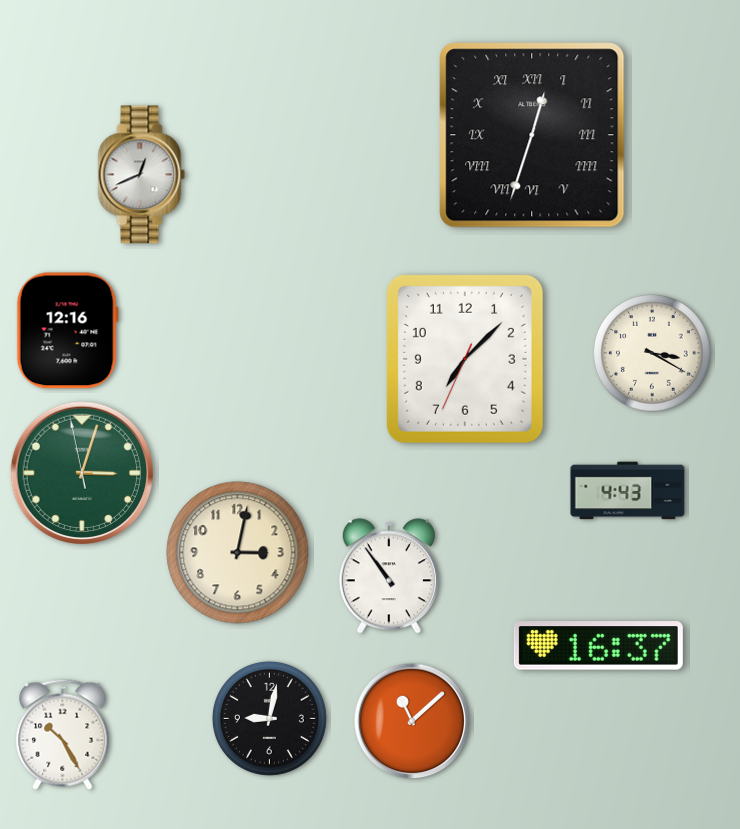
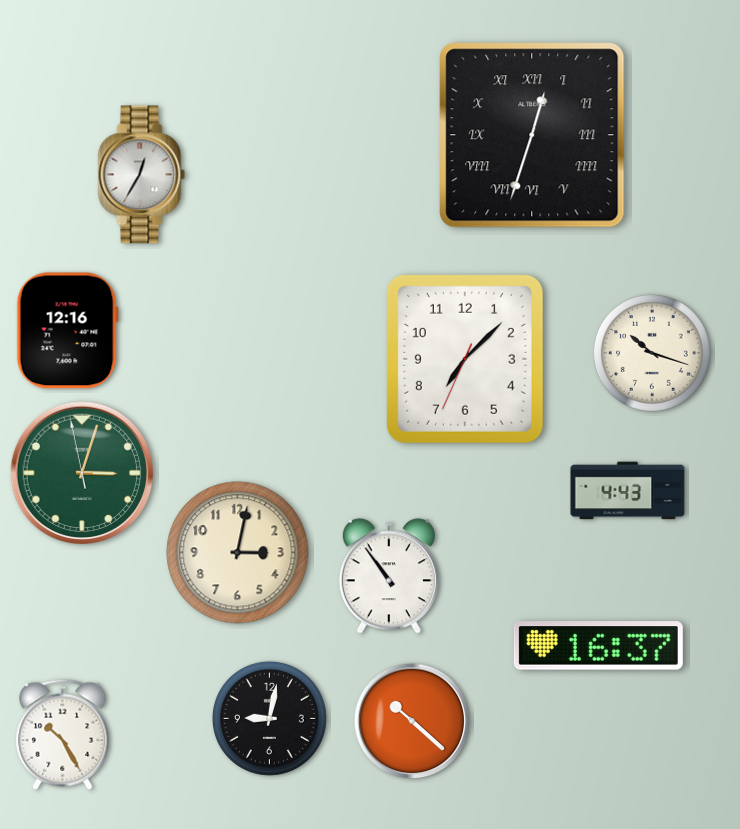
clock at (142, 175): 12:41 -> 12:35
clock at (652, 353): 3:20 -> 10:18
clock at (412, 721): 11:08 -> 10:22
